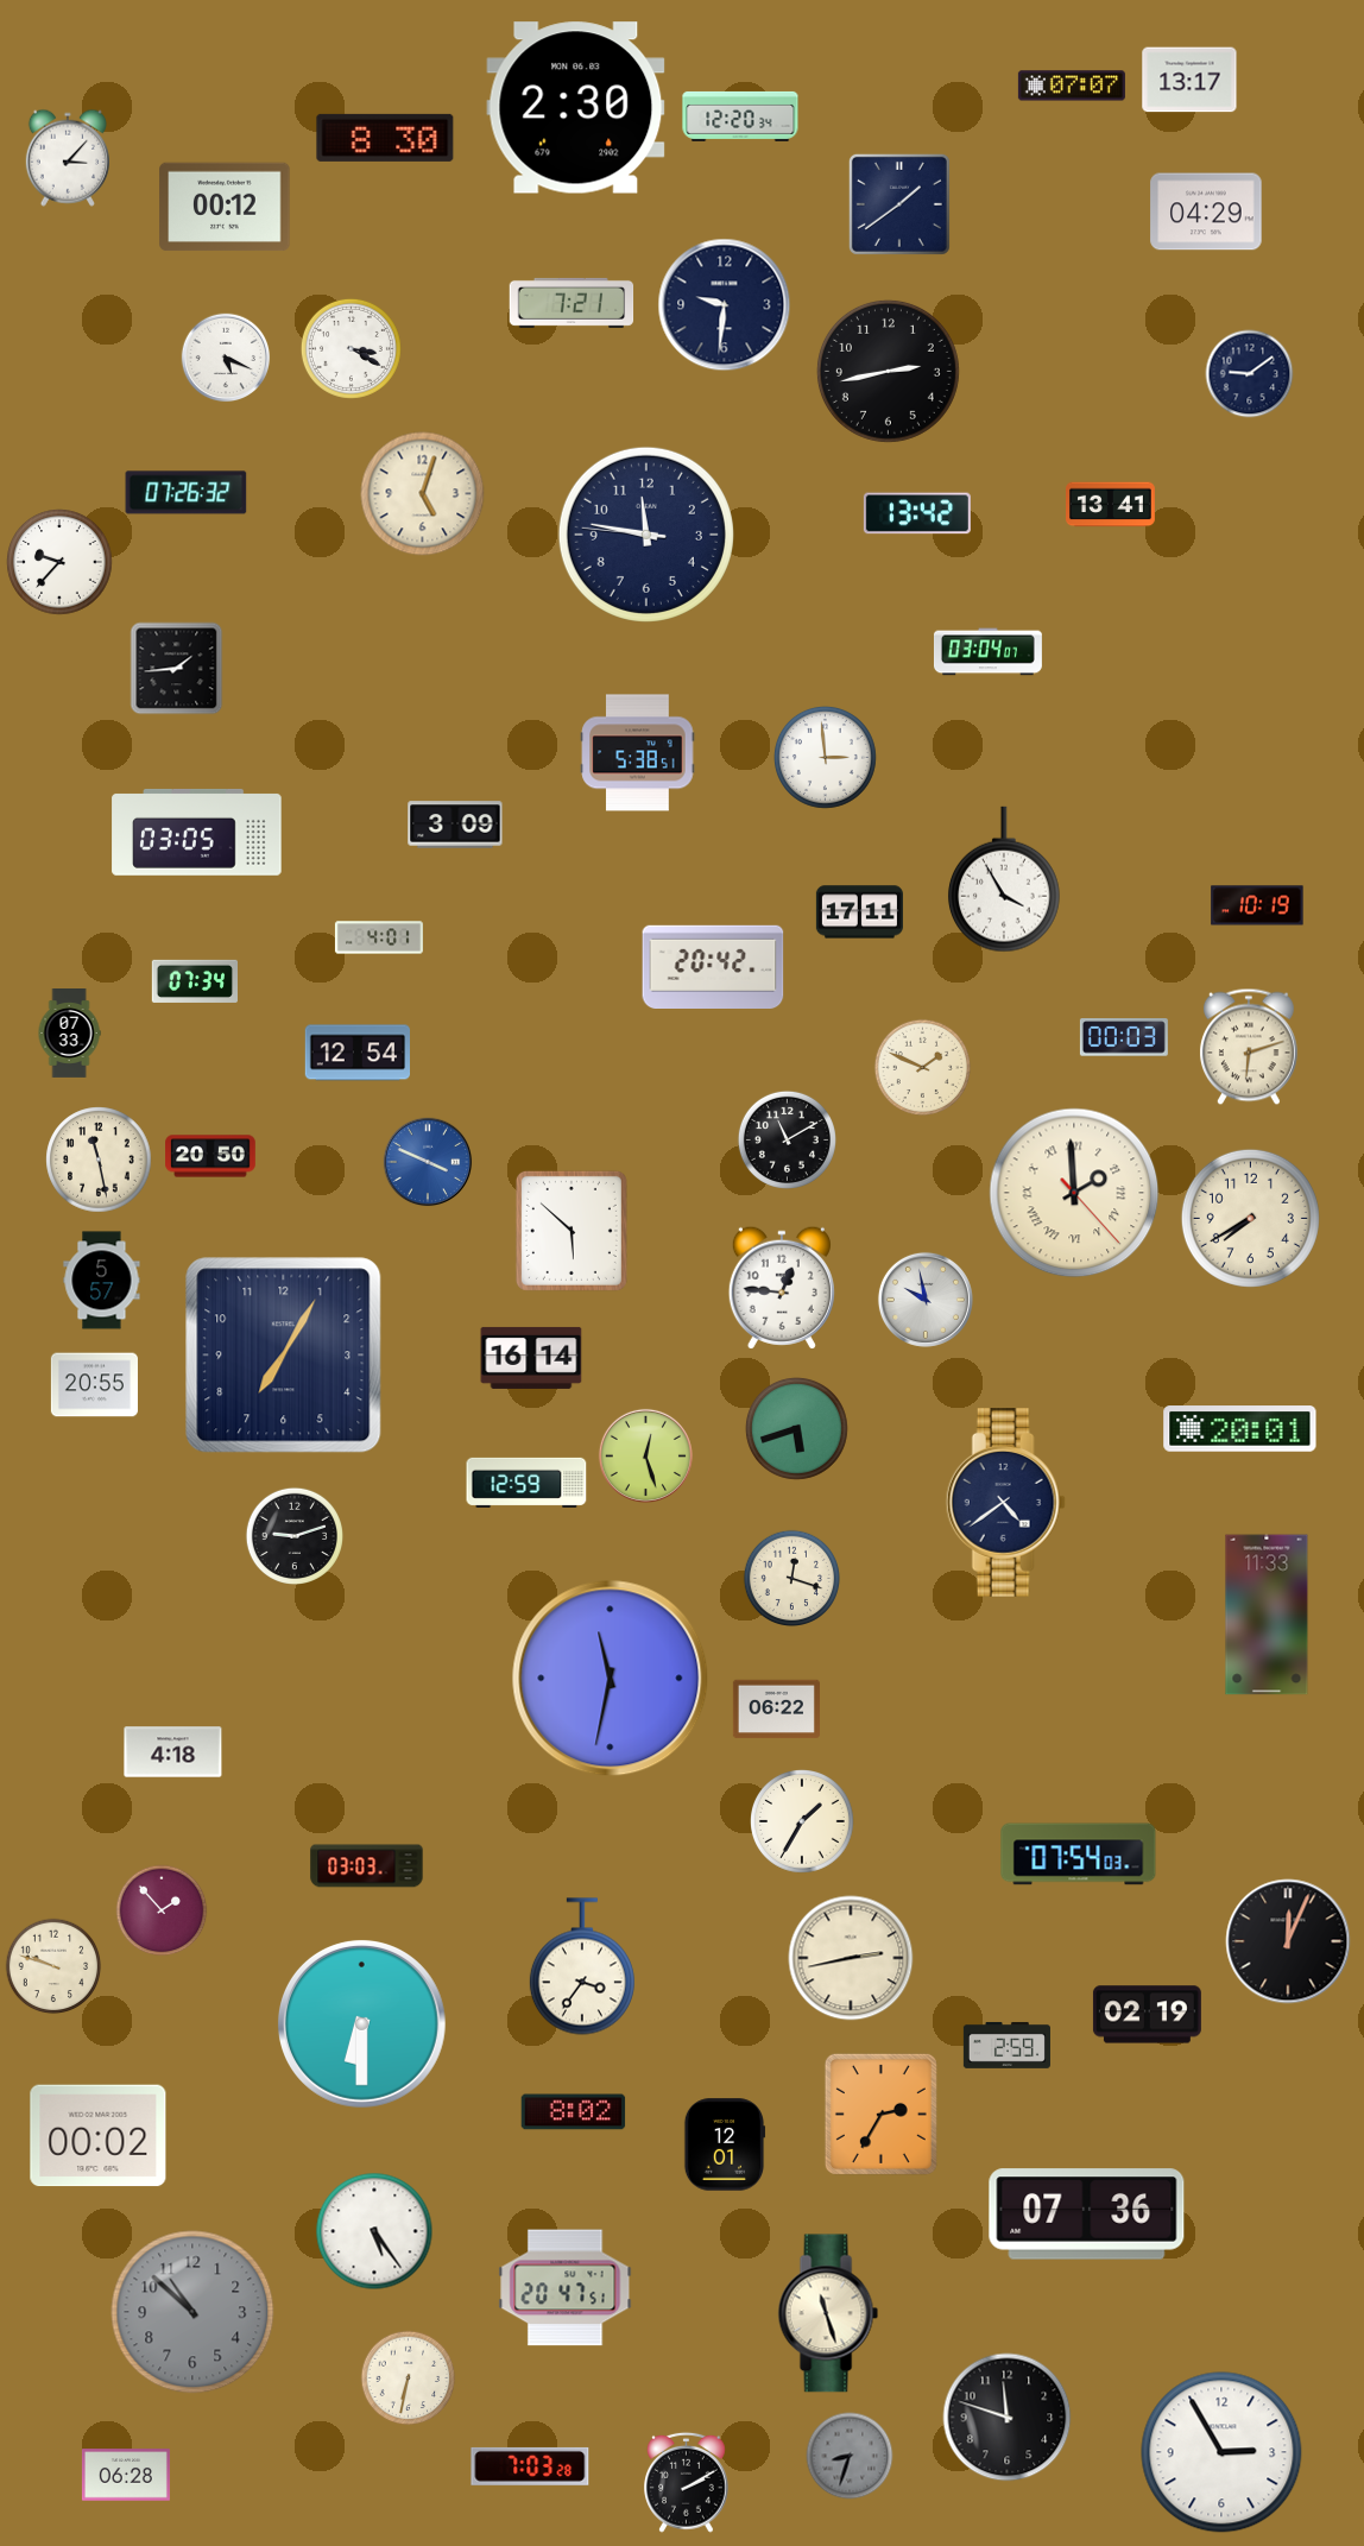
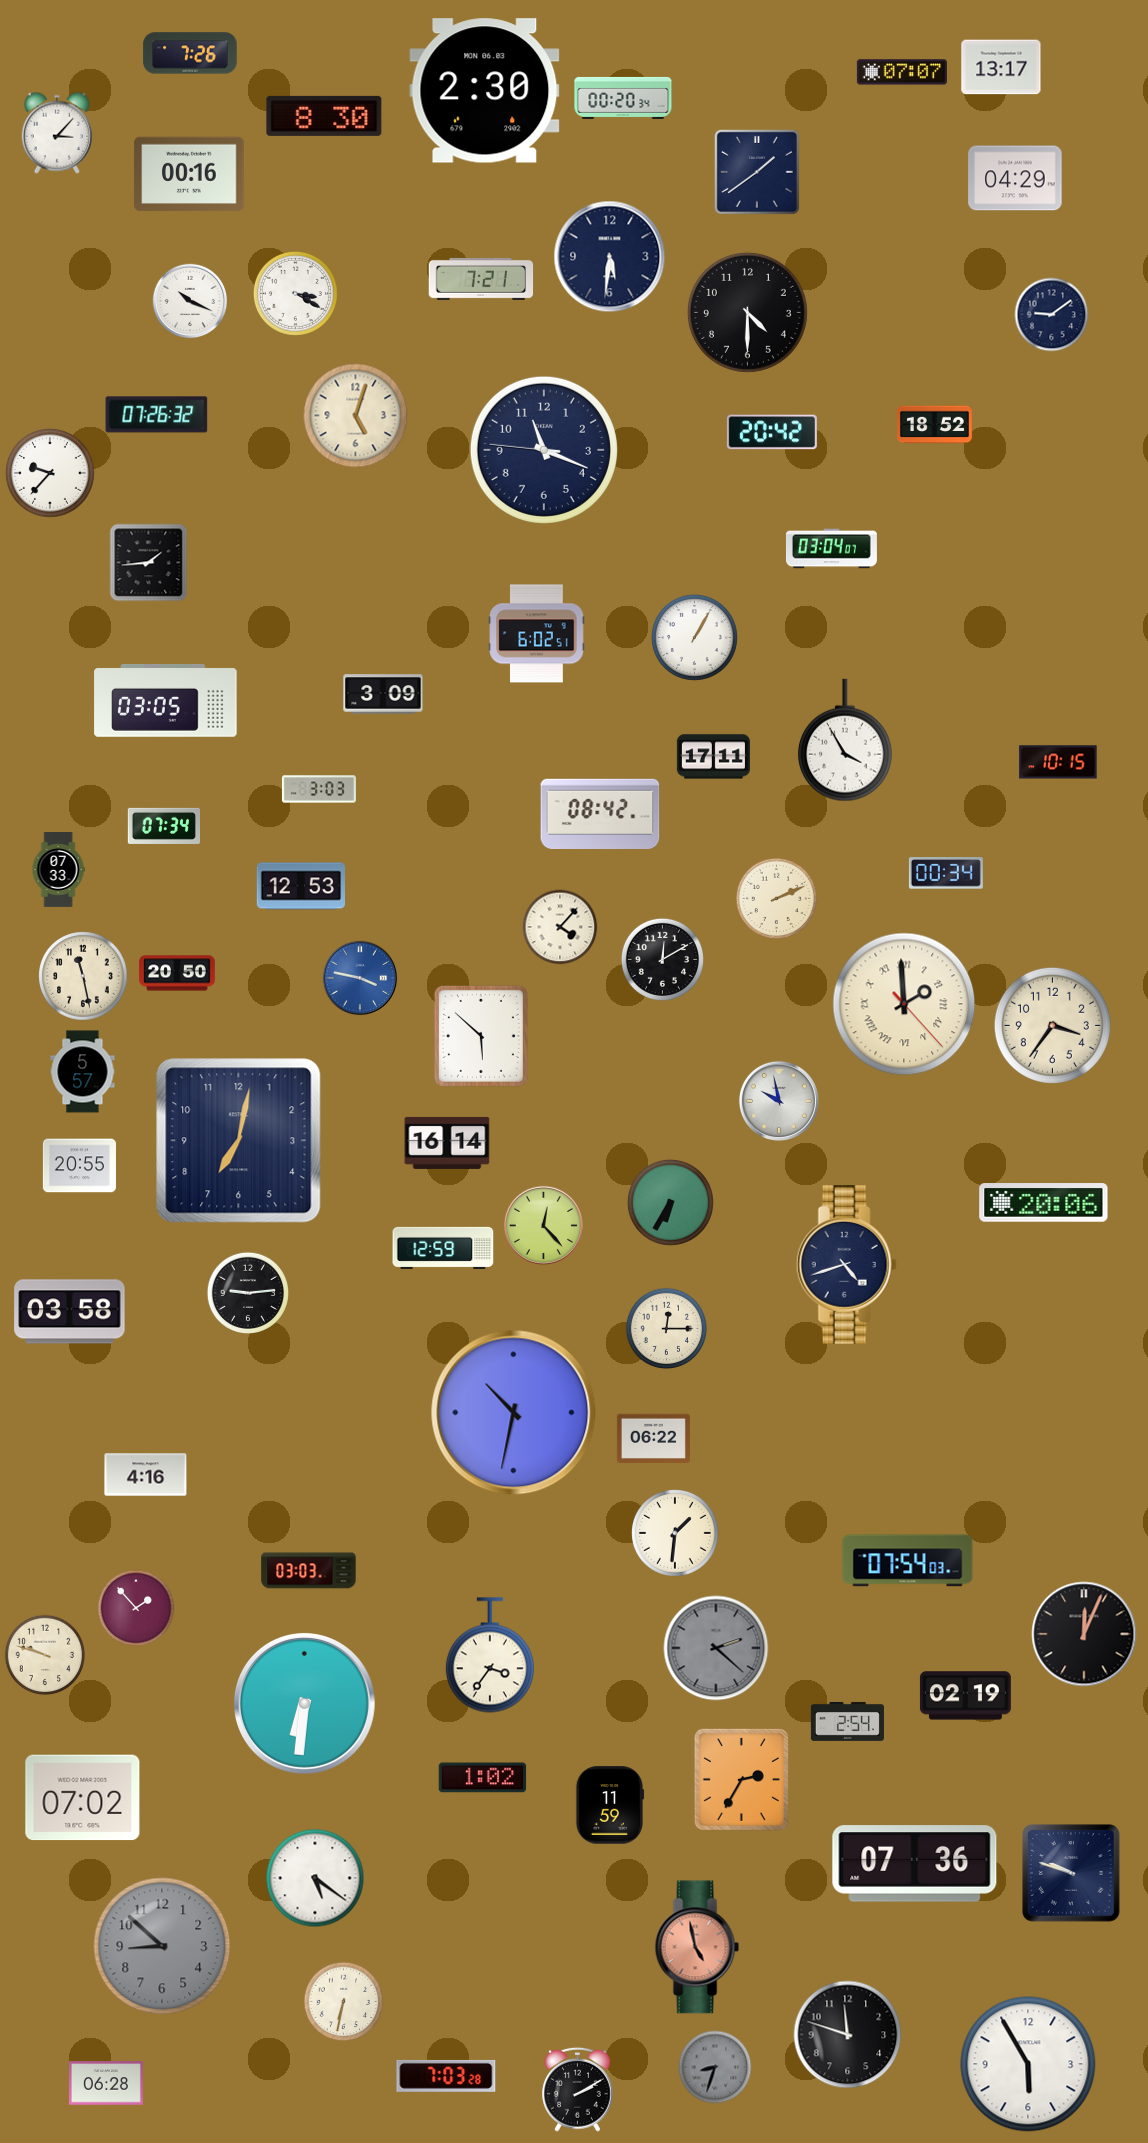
clock at (190, 53): none -> 7:26
clock at (740, 116): 12:20 -> 00:20
clock at (225, 207): 00:12 -> 00:16
clock at (572, 303) position: (572, 303) -> (481, 279)
clock at (725, 305): 9:31 -> 5:31
clock at (226, 358): 5:19 -> 10:19
clock at (888, 371): 2:43 -> 4:30
clock at (1111, 505): 13:41 -> 18:52
clock at (917, 513): 13:42 -> 20:42
clock at (646, 535): 11:46 -> 11:18
clock at (638, 753): 5:38 -> 6:02
clock at (825, 757): 2:59 -> 1:05
clock at (1257, 905): 10:19 -> 10:15
clock at (859, 912) position: (859, 912) -> (713, 757)
clock at (379, 937): 4:01 -> 3:03
clock at (713, 966): 20:42 -> 08:42
clock at (1124, 1037): 00:03 -> 00:34
clock at (1249, 1047): 6:12 -> none
clock at (358, 1053): 12:54 -> 12:53
clock at (923, 1068): 1:49 -> 2:11
clock at (560, 927): none -> 4:07
clock at (787, 1139): 11:10 -> 12:10
clock at (428, 1162): 3:49 -> 3:47
clock at (1250, 1218): 7:40 -> 3:36
clock at (102, 1281) position: (102, 1281) -> (83, 1072)
clock at (782, 1288): 12:46 -> none
clock at (926, 1300) position: (926, 1300) -> (779, 1101)
clock at (284, 1356): 7:05 -> 7:02
clock at (796, 1428): 5:42 -> 6:35
clock at (1240, 1429): 20:01 -> 20:06
clock at (645, 1455): 12:27 -> 12:23
clock at (1005, 1503): 4:39 -> 4:42
clock at (293, 1535): 9:12 -> 9:14
clock at (70, 1312): none -> 03:58
clock at (792, 1579): 12:18 -> 12:15
clock at (1267, 1615): 11:33 -> none
clock at (611, 1679): 11:32 -> 10:32
clock at (173, 1752): 4:18 -> 4:16
clock at (803, 1822): 1:35 -> 1:31
clock at (851, 1958): 2:43 -> 2:22
clock at (851, 1958) dial: cream -> grey
clock at (361, 2023): 6:30 -> 6:31
clock at (1006, 2045): 2:59 -> 2:54
clock at (574, 2112): 8:02 -> 1:02
clock at (99, 2136): 00:02 -> 07:02
clock at (725, 2144): 12:01 -> 11:59
clock at (1071, 1873): none -> 9:48
clock at (374, 2231): 5:24 -> 5:21
clock at (566, 2288): 20:47 -> none
clock at (192, 2312): 10:52 -> 8:52
clock at (828, 2313): 11:27 -> 4:58
clock at (828, 2313) dial: cream -> salmon
clock at (1221, 2452): 2:55 -> 5:55
